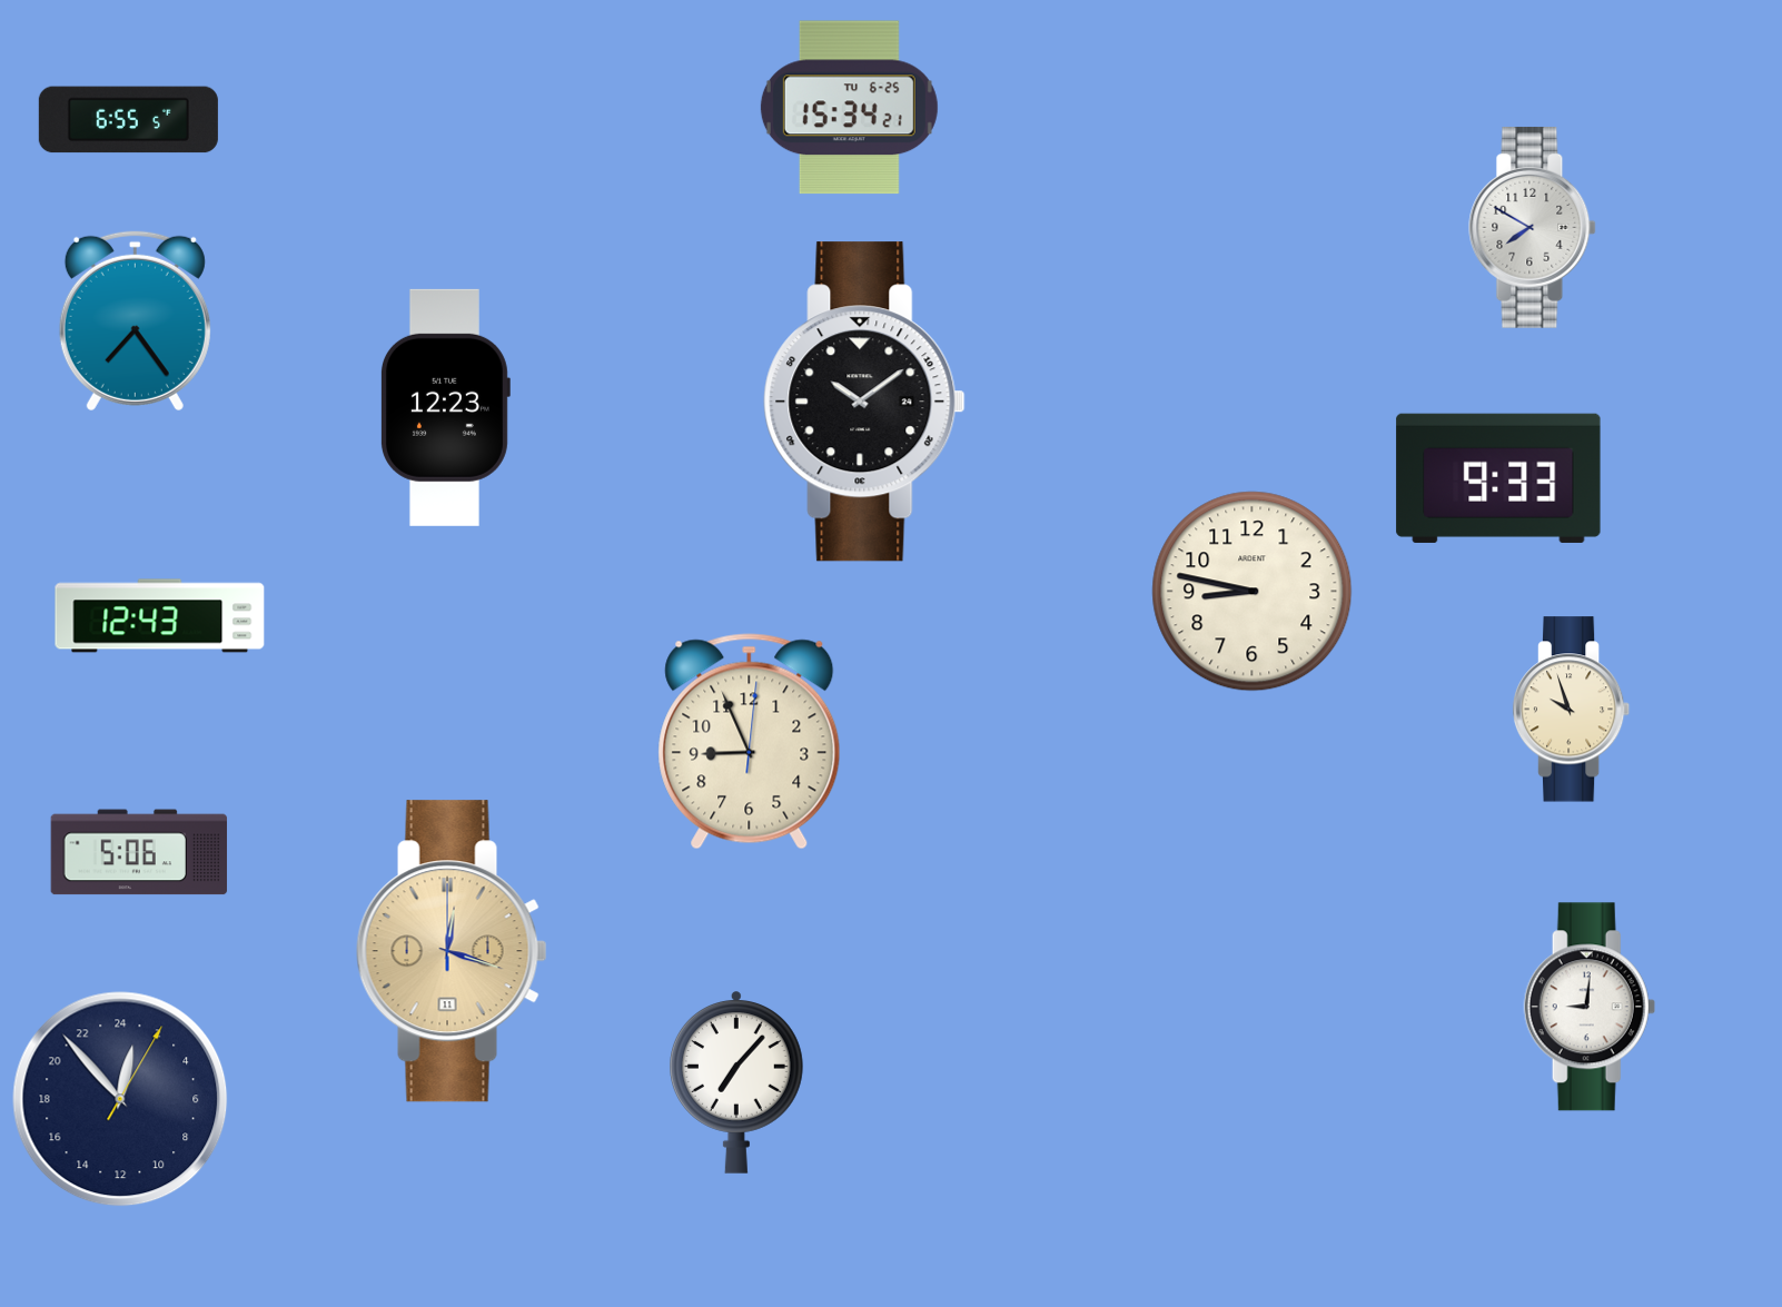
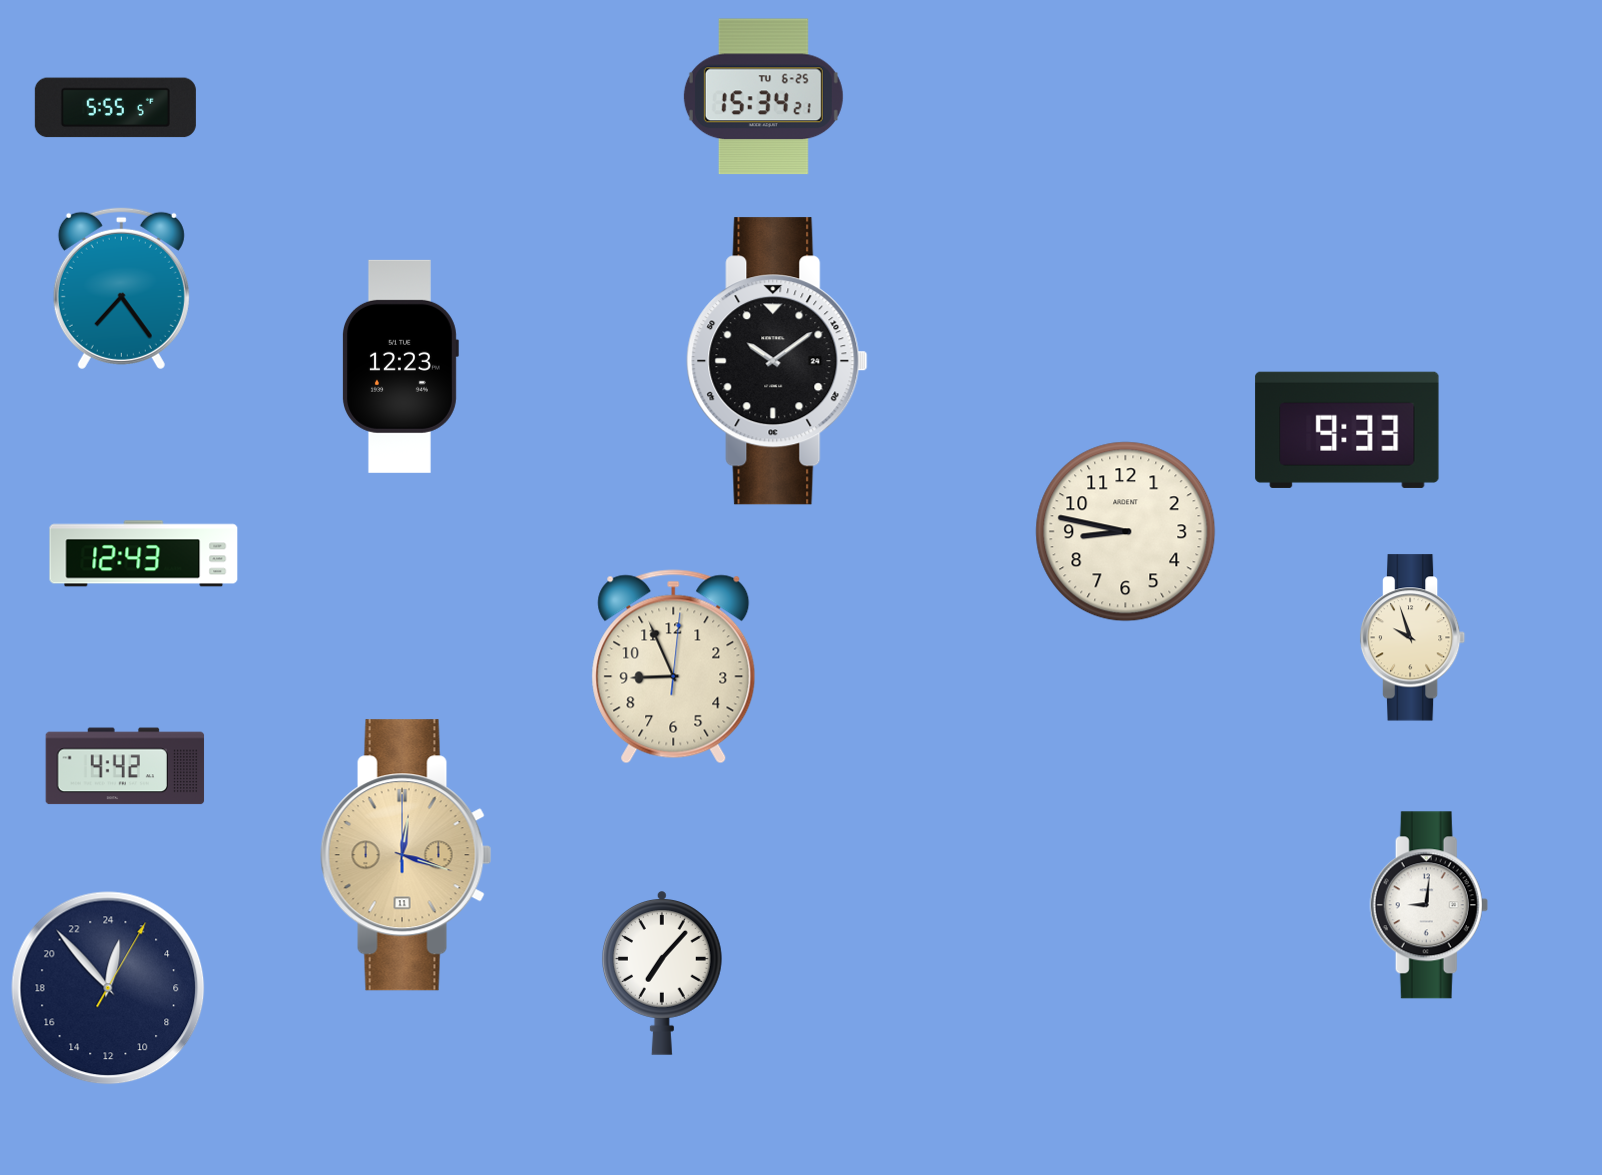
clock at (128, 120): 6:55 -> 5:55
clock at (1533, 227): 7:50 -> none
clock at (139, 852): 5:06 -> 4:42
